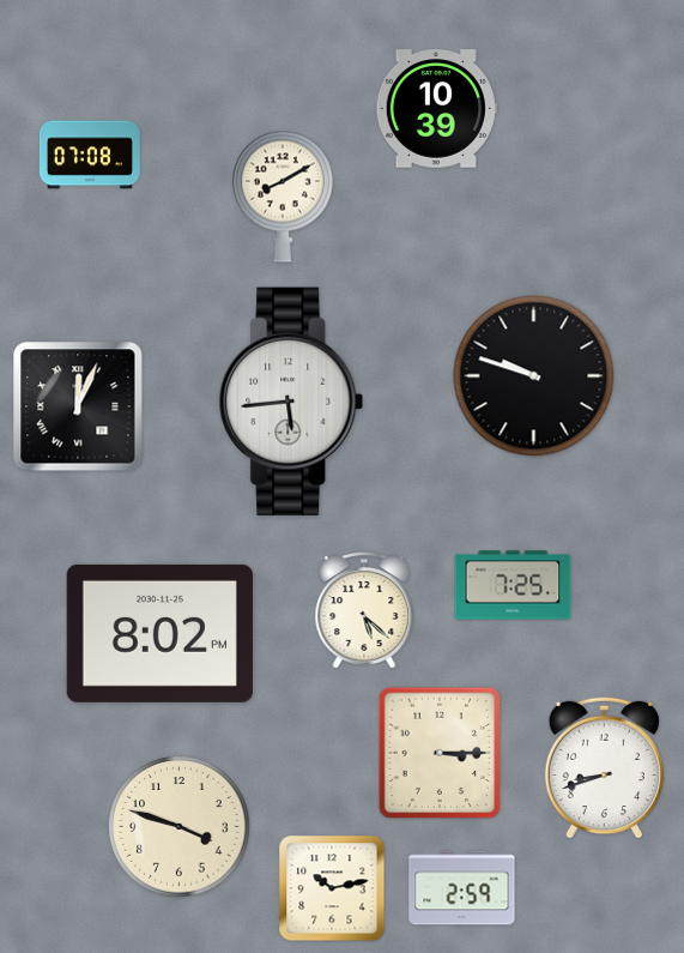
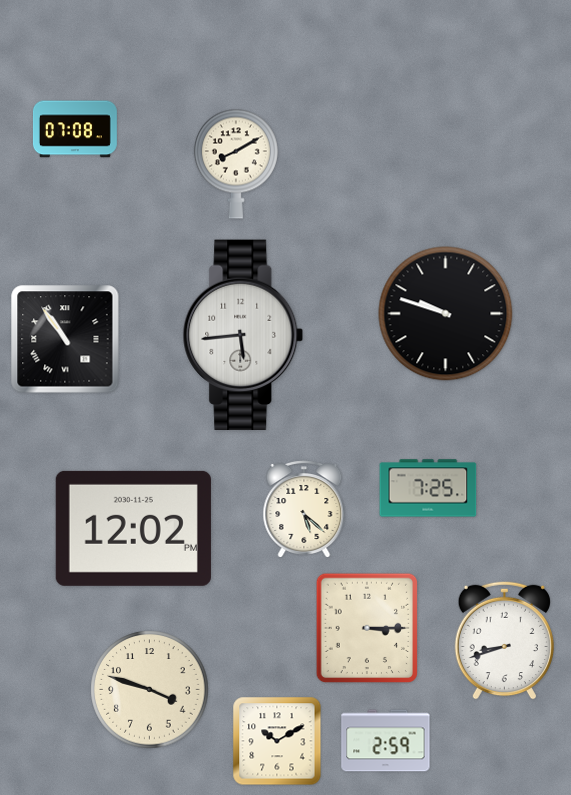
clock at (436, 109): 10:39 -> none
clock at (78, 406): 12:04 -> 10:54
clock at (159, 633): 8:02 -> 12:02
clock at (332, 888): 10:13 -> 10:10
